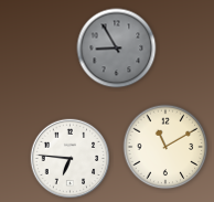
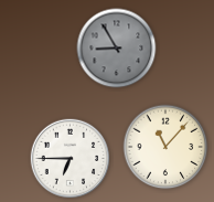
clock at (165, 147): 11:10 -> 11:07
clock at (71, 159): 6:46 -> 6:45
